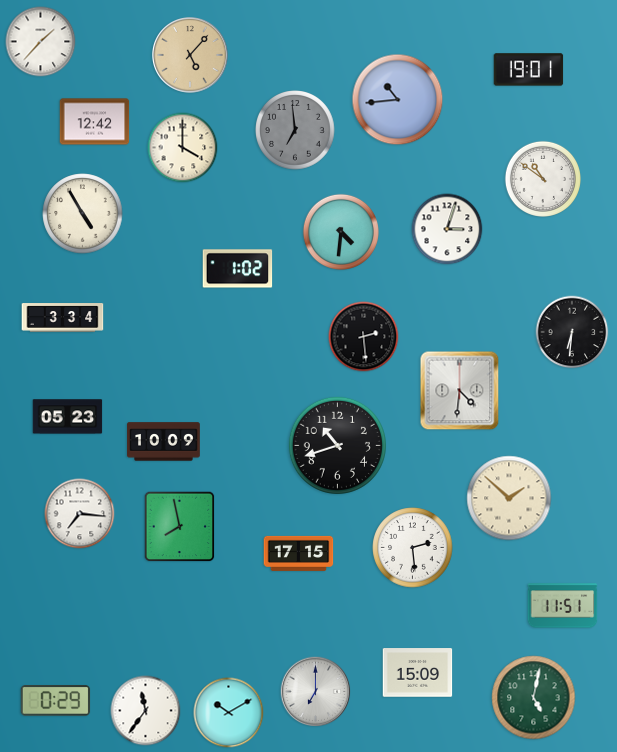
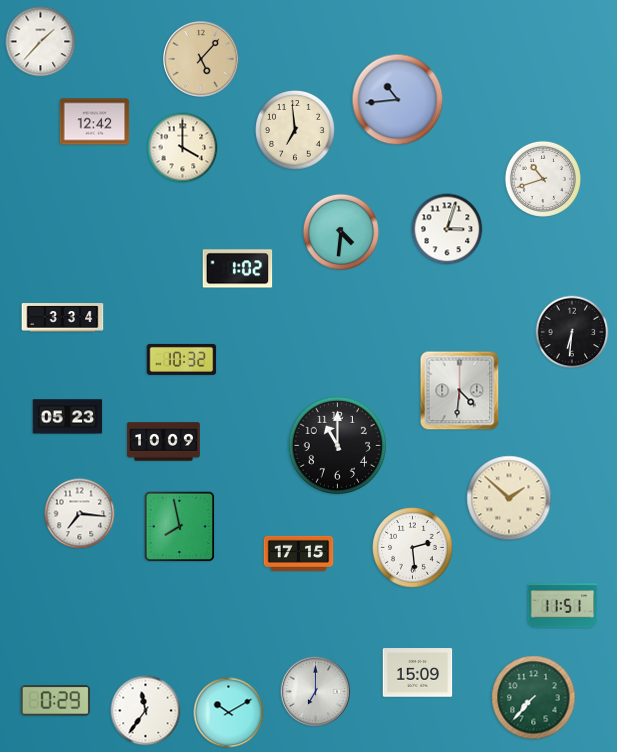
clock at (191, 56) position: (191, 56) -> (202, 60)
clock at (529, 70): 19:01 -> none
clock at (295, 130) dial: grey -> cream
clock at (543, 179): 10:51 -> 10:42
clock at (83, 214): 4:55 -> none
clock at (364, 337): 2:29 -> none
clock at (182, 359): none -> 10:32
clock at (337, 445): 10:42 -> 11:00
clock at (534, 698): 5:02 -> 7:37
